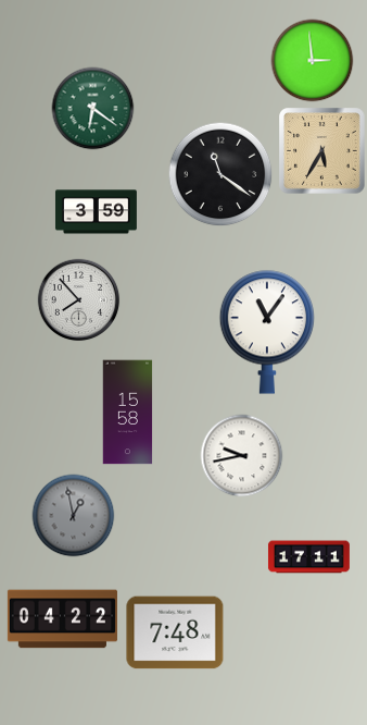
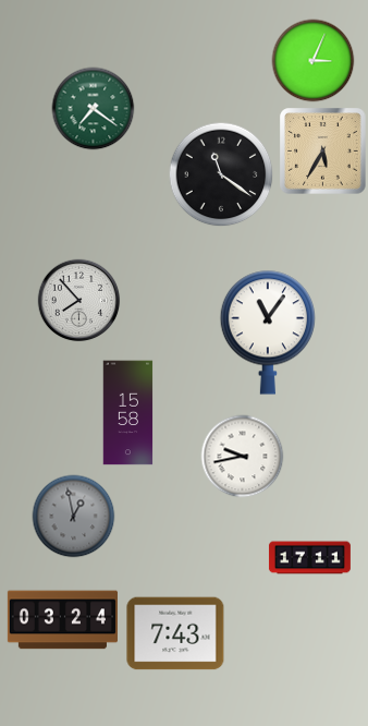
clock at (313, 61): 2:59 -> 3:04
clock at (93, 109): 6:21 -> 7:21
clock at (96, 212): 3:59 -> none
clock at (62, 619): 04:22 -> 03:24
clock at (175, 632): 7:48 -> 7:43
